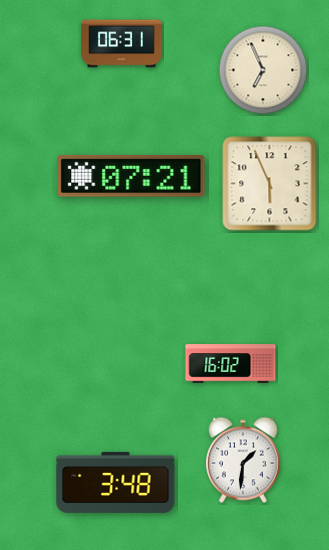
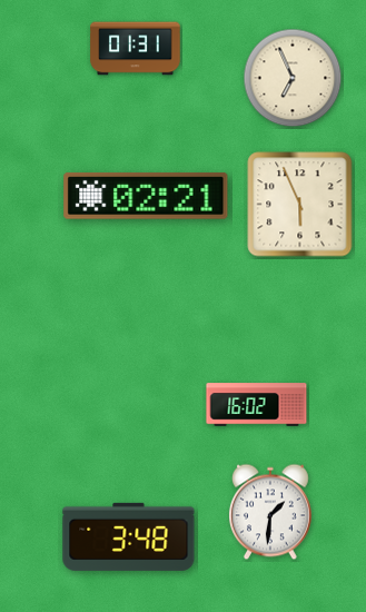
clock at (122, 44): 06:31 -> 01:31
clock at (131, 176): 07:21 -> 02:21
